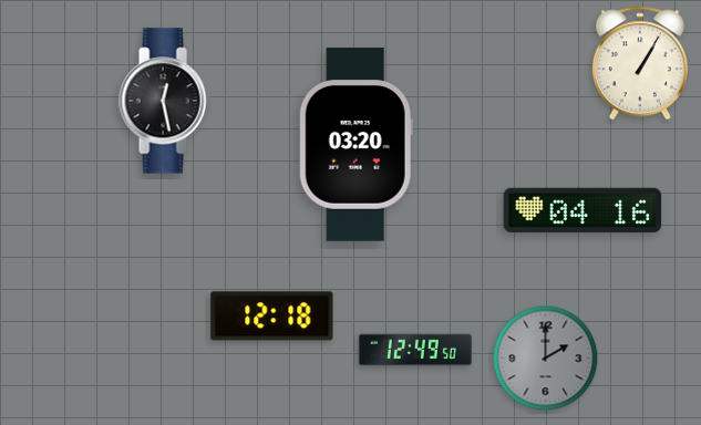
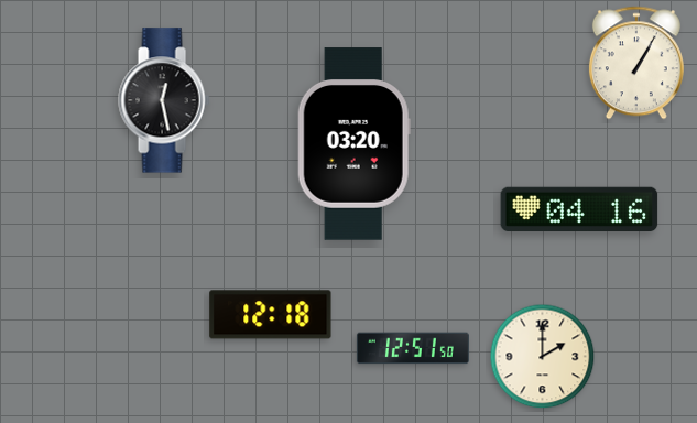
clock at (415, 350): 12:49 -> 12:51
clock at (546, 359) dial: grey -> cream
